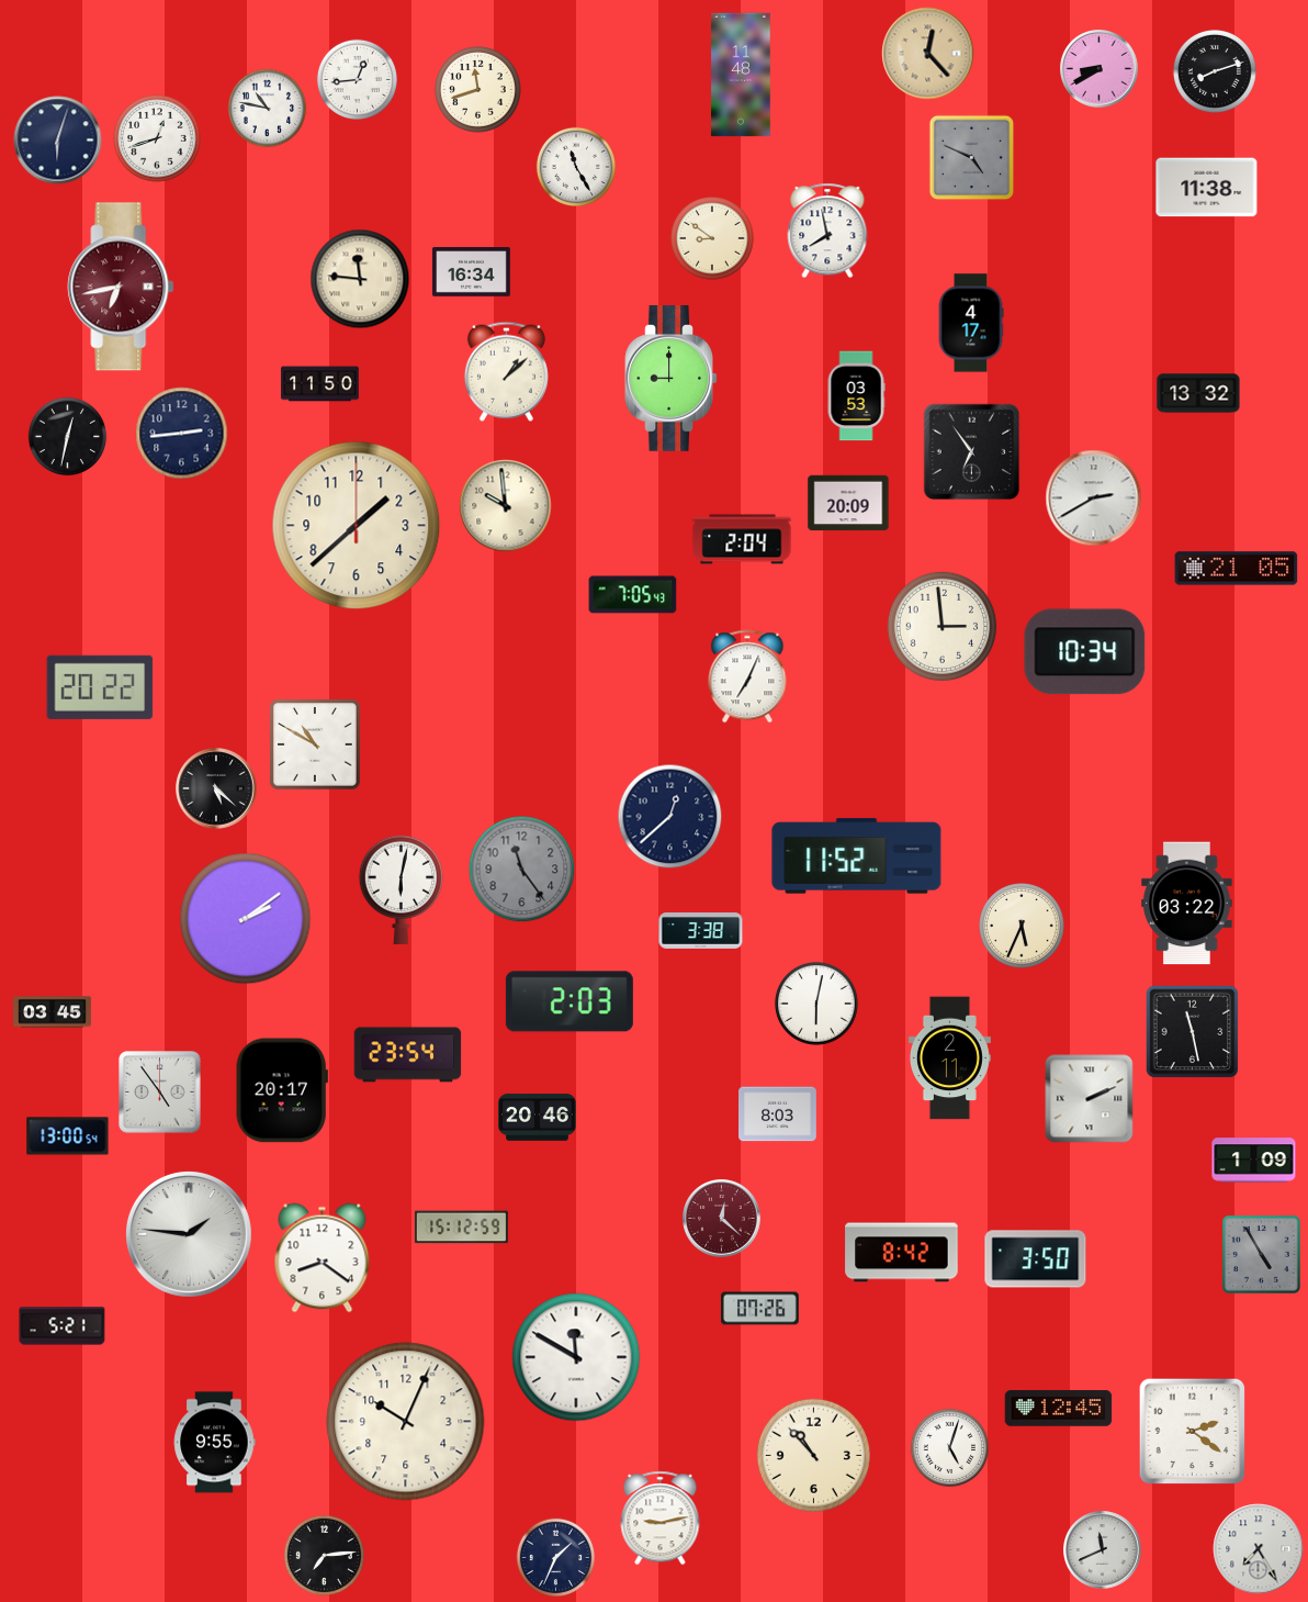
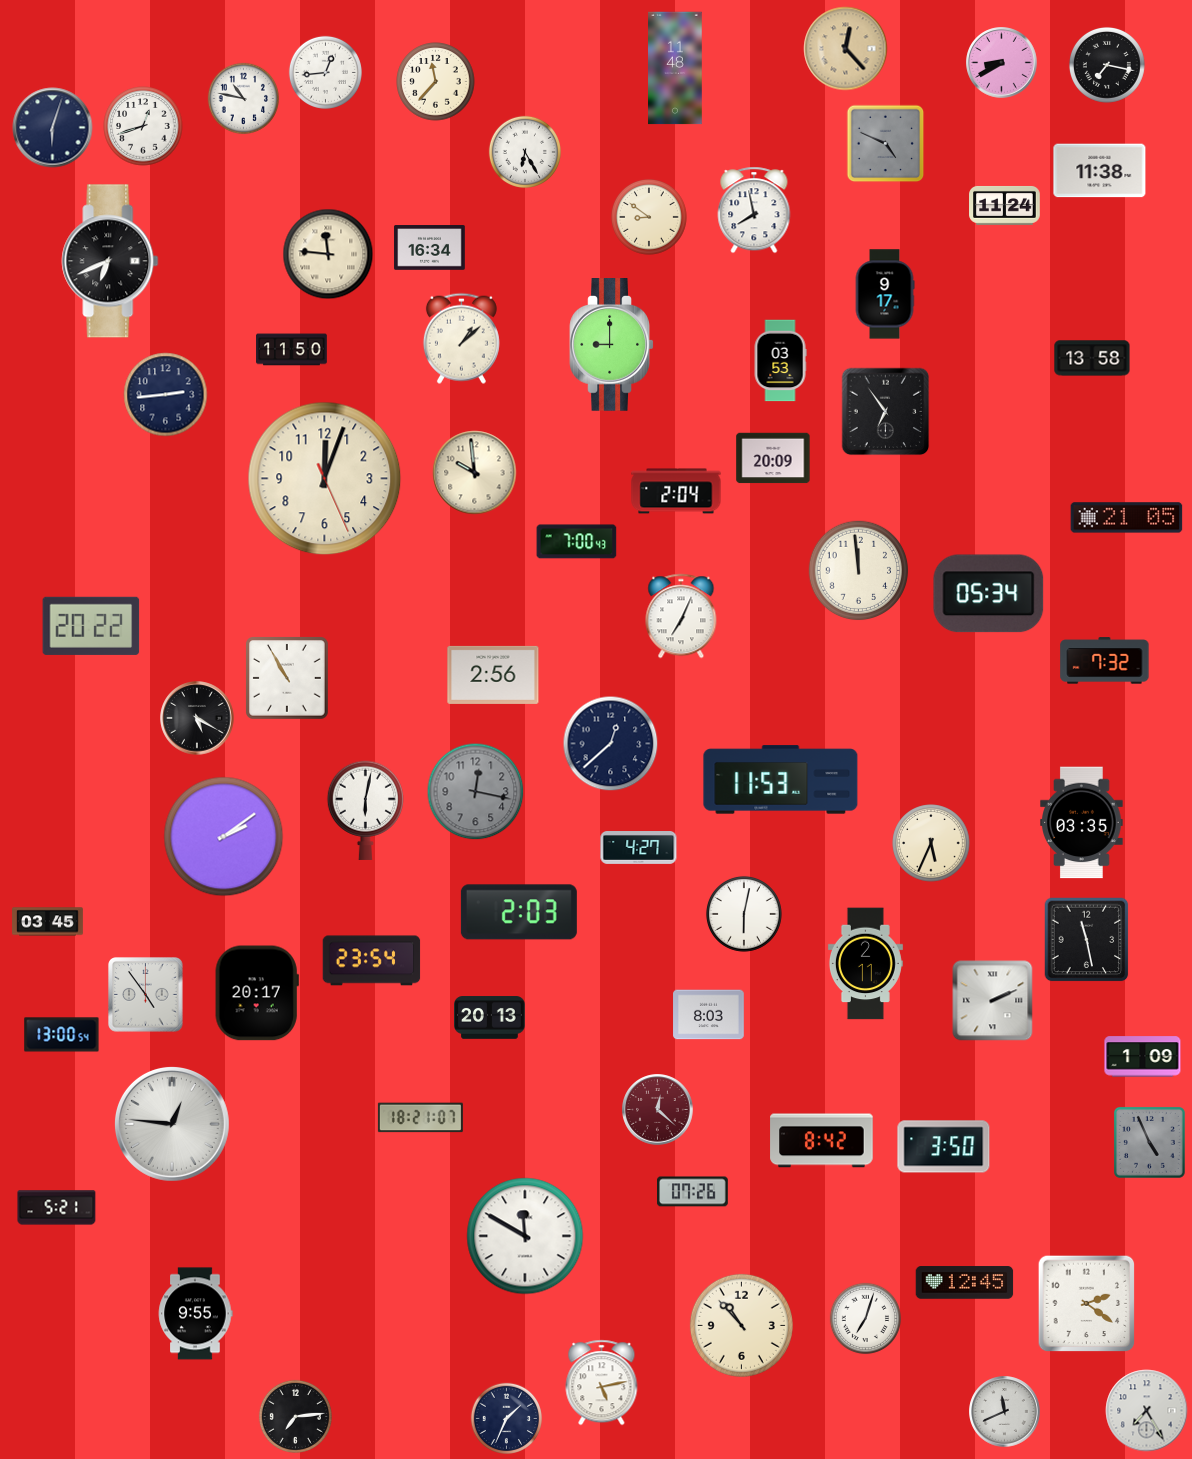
clock at (1215, 71): 8:12 -> 7:17
clock at (478, 90): 11:42 -> 11:37
clock at (575, 166): 11:25 -> 6:25
clock at (1005, 206): none -> 11:24
clock at (121, 287): 6:43 -> 6:41
clock at (121, 287) dial: burgundy -> black
clock at (971, 323): 4:17 -> 9:17
clock at (1198, 393): 13:32 -> 13:58
clock at (68, 437): 12:32 -> none
clock at (1094, 498): 2:40 -> none
clock at (506, 506) position: (506, 506) -> (475, 473)
clock at (357, 526): 1:38 -> 12:03
clock at (633, 595): 7:05 -> 7:00
clock at (943, 627): 2:59 -> 11:59
clock at (1085, 652): 10:34 -> 05:34
clock at (1105, 661): none -> 7:32
clock at (493, 675): none -> 2:56
clock at (316, 746): 10:50 -> 10:55
clock at (216, 788): 5:22 -> 5:20
clock at (857, 856): 11:52 -> 11:53
clock at (522, 870): 11:24 -> 12:17
clock at (1187, 904): 03:22 -> 03:35
clock at (701, 931): 3:38 -> 4:27
clock at (538, 1118): 20:46 -> 20:13
clock at (461, 1228): 15:12 -> 18:21
clock at (189, 1234): 1:46 -> 12:46
clock at (1261, 1254): 4:55 -> 4:56
clock at (323, 1258): 8:21 -> none
clock at (406, 1422): 10:04 -> none
clock at (950, 1448): 5:03 -> 7:03
clock at (661, 1519): 9:13 -> 5:13
